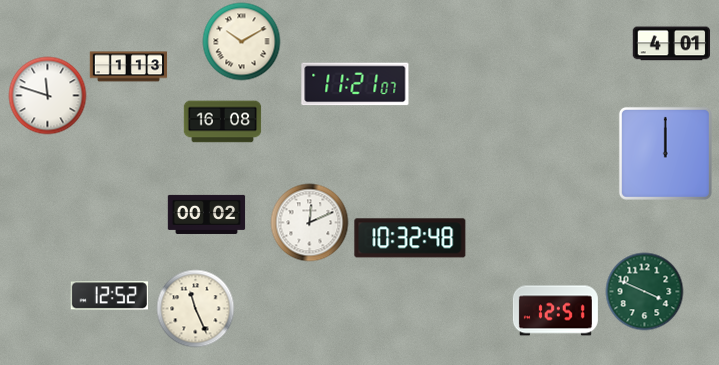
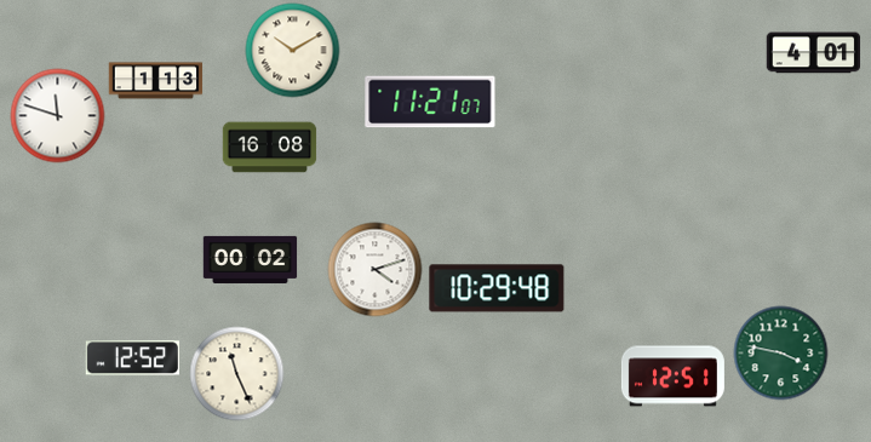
clock at (665, 153): 12:00 -> none
clock at (309, 222): 12:11 -> 4:12
clock at (410, 238): 10:32 -> 10:29
clock at (644, 291): 3:49 -> 3:47
